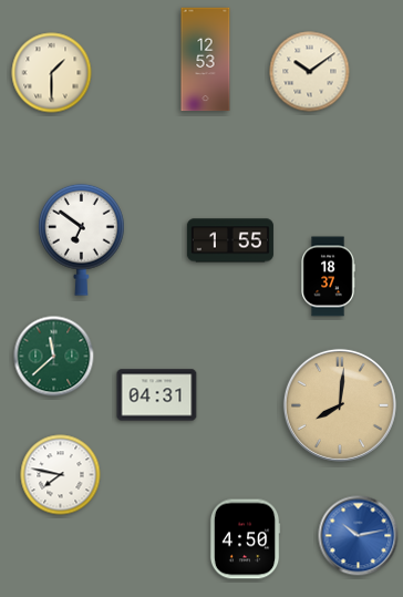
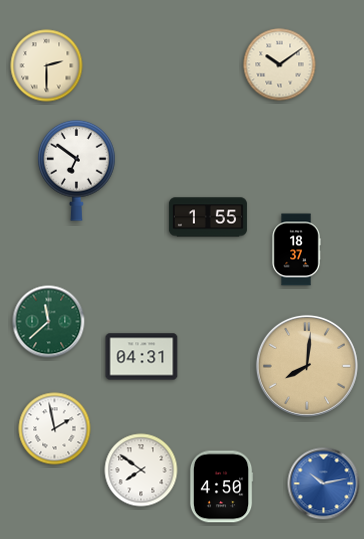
clock at (206, 60): 12:53 -> none
clock at (52, 73): 1:30 -> 2:30
clock at (82, 239) position: (82, 239) -> (77, 170)
clock at (61, 475): 7:47 -> 1:58
clock at (141, 470): none -> 7:51
